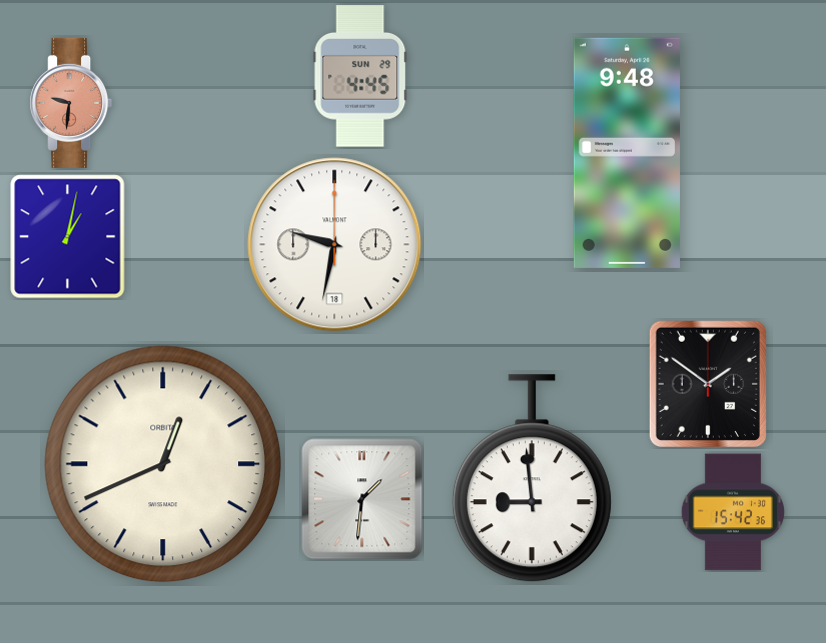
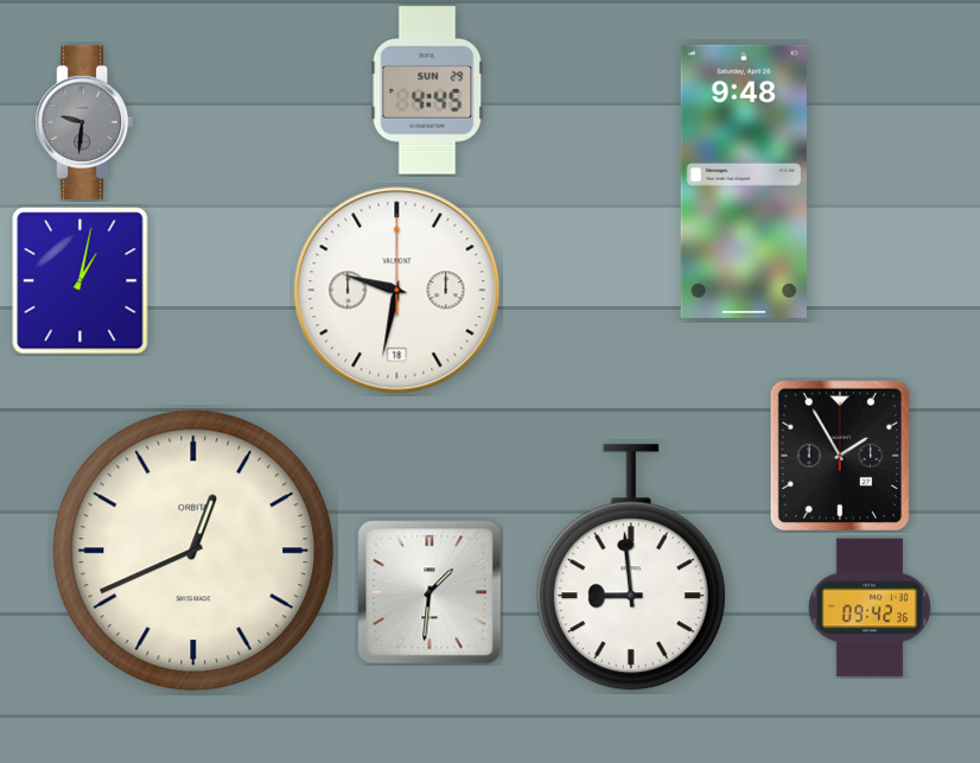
clock at (71, 103) dial: salmon -> grey
clock at (708, 384): 1:51 -> 1:55
clock at (733, 512): 15:42 -> 09:42
